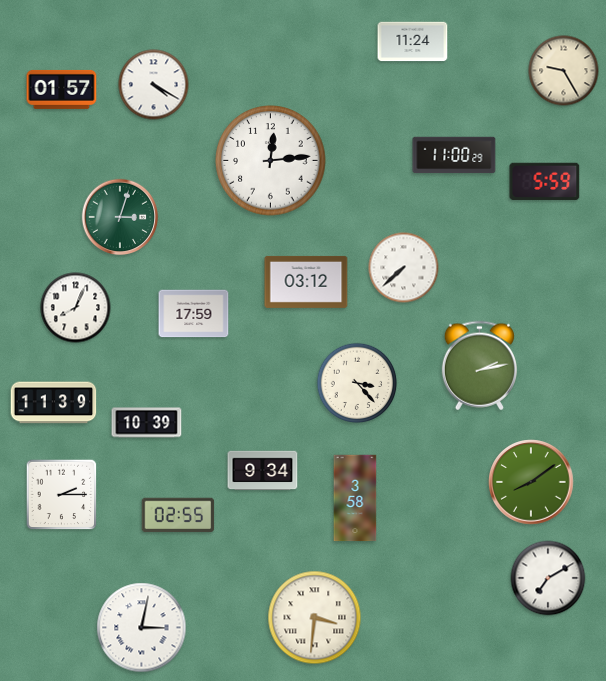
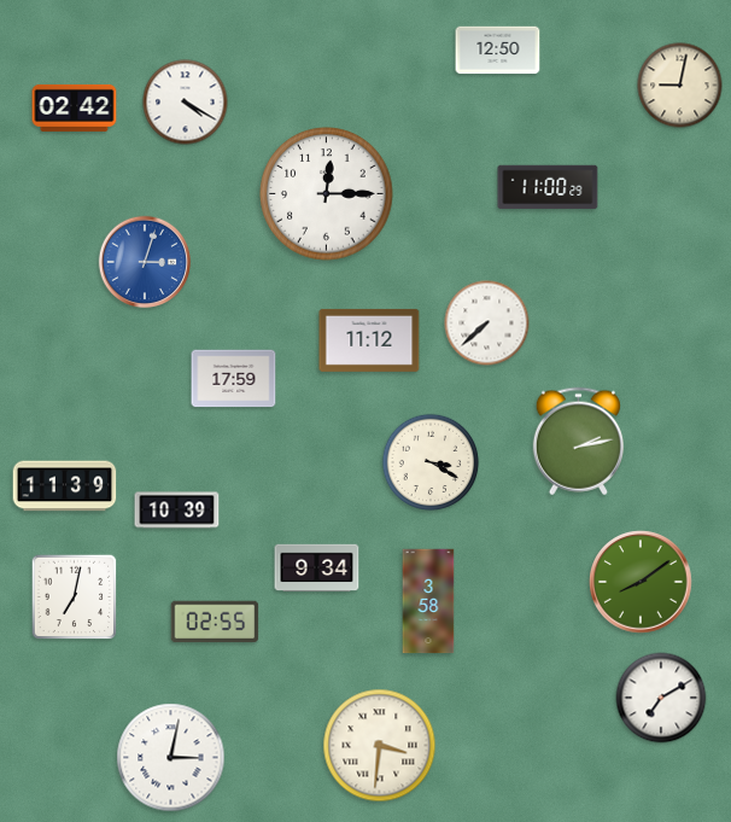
clock at (413, 42): 11:24 -> 12:50
clock at (564, 71): 9:25 -> 9:02
clock at (62, 89): 01:57 -> 02:42
clock at (271, 161): 12:14 -> 12:15
clock at (545, 181): 5:59 -> none
clock at (120, 217) dial: green -> blue
clock at (306, 282): 03:12 -> 11:12
clock at (76, 308): 8:04 -> none
clock at (357, 383): 3:23 -> 3:20
clock at (62, 495): 2:15 -> 7:02
